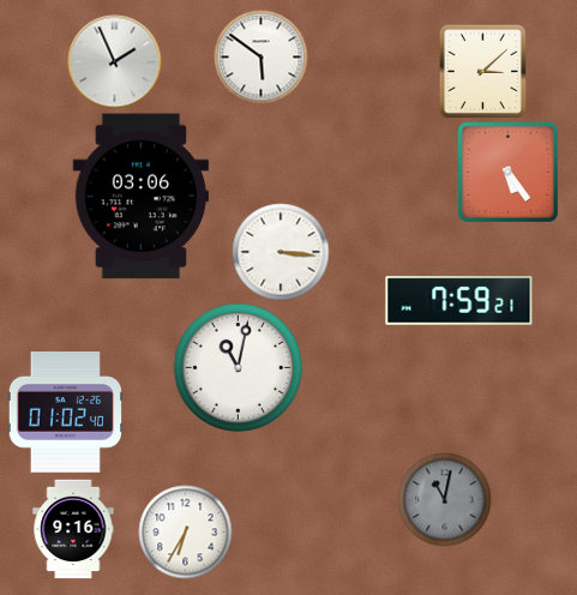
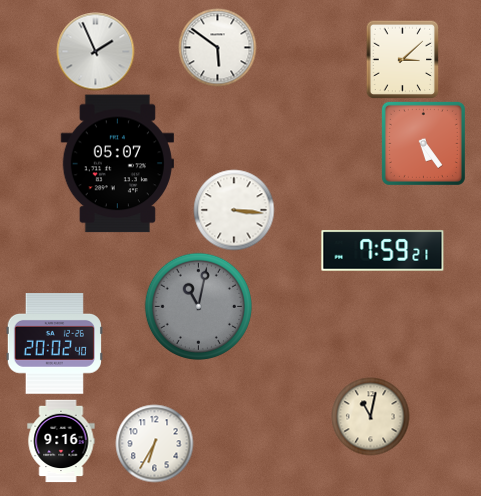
clock at (140, 197): 03:06 -> 05:07
clock at (238, 367) dial: white -> grey
clock at (65, 413): 01:02 -> 20:02
clock at (444, 499) dial: grey -> cream
